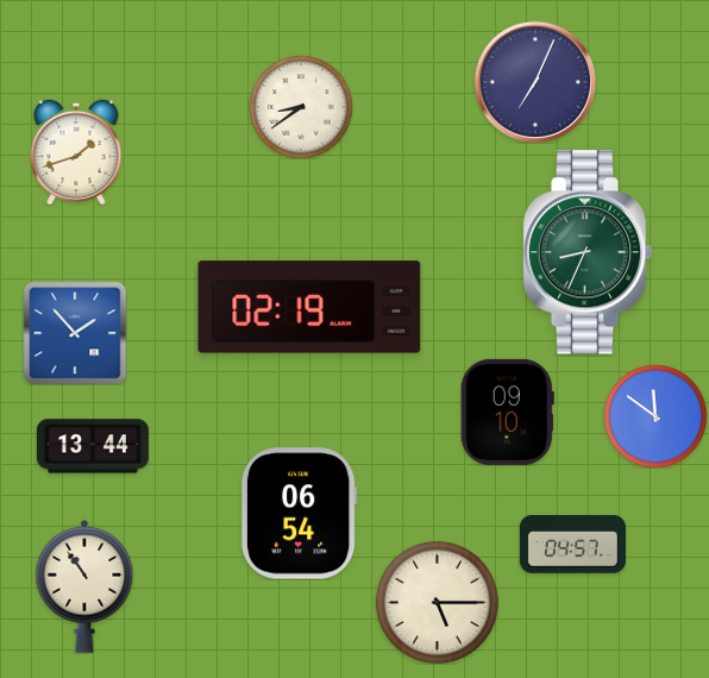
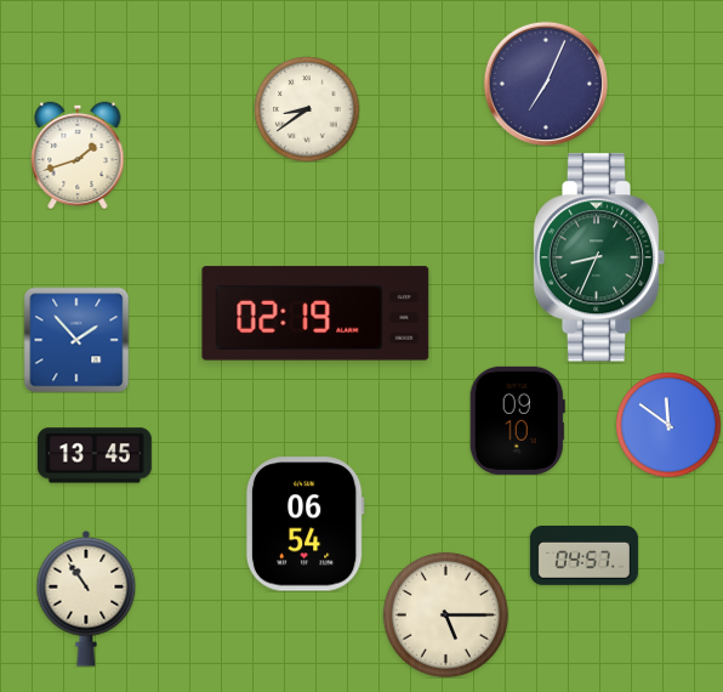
clock at (93, 446): 13:44 -> 13:45
